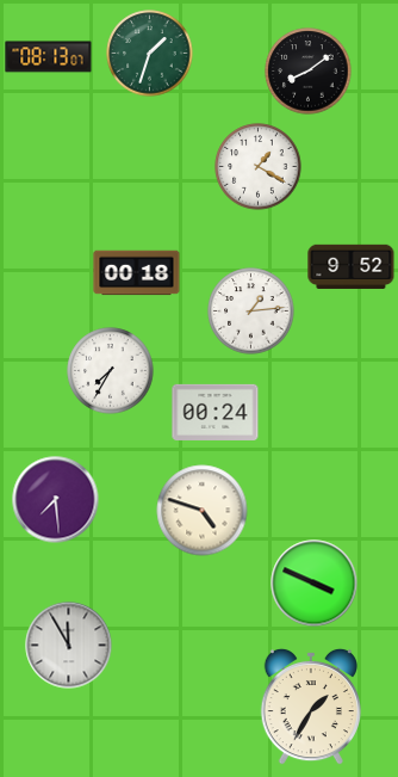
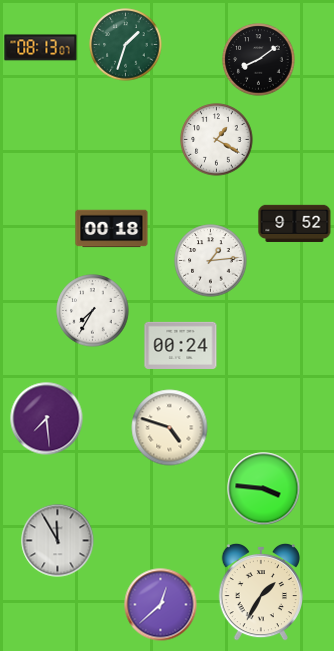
clock at (137, 273) position: (137, 273) -> (112, 229)
clock at (315, 584): 3:49 -> 3:46
clock at (161, 605): none -> 12:38
